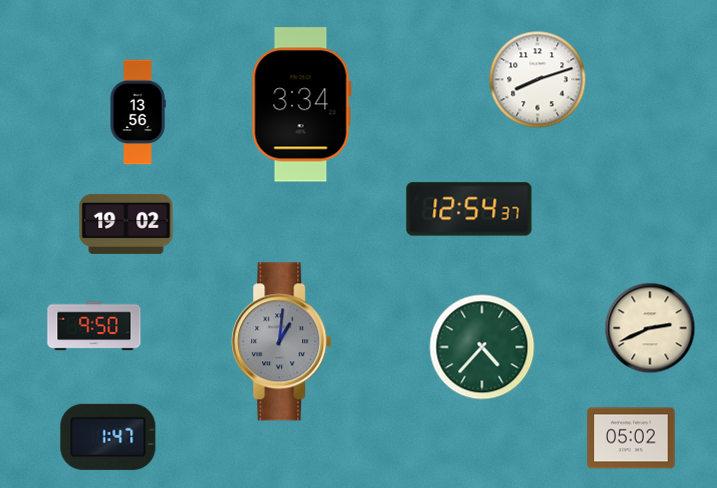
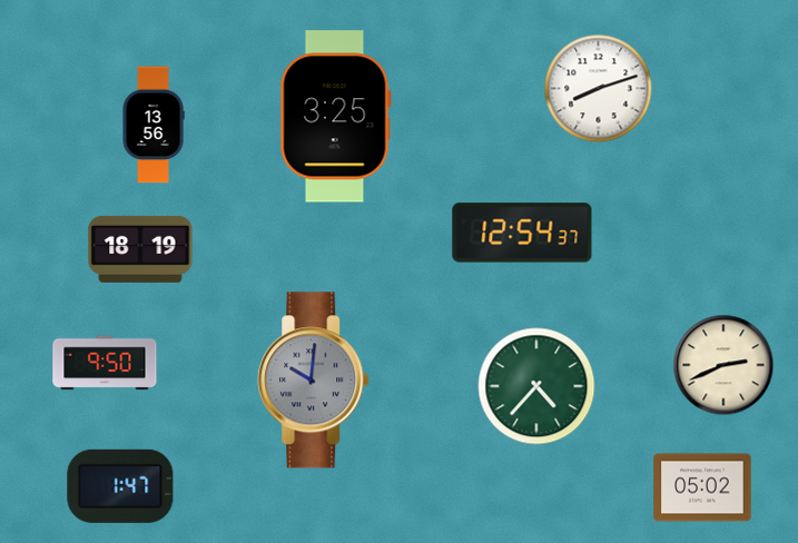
clock at (301, 105): 3:34 -> 3:25
clock at (126, 224): 19:02 -> 18:19
clock at (282, 342): 1:01 -> 10:01
